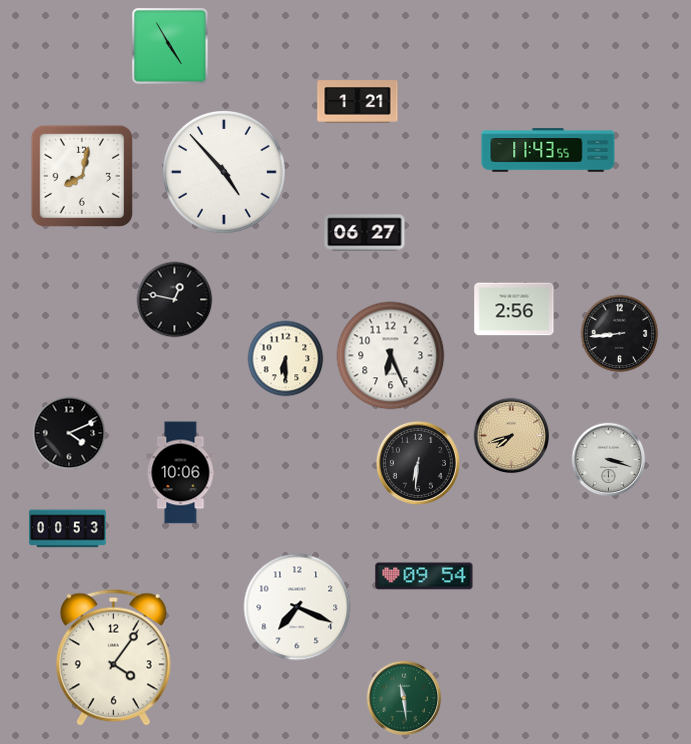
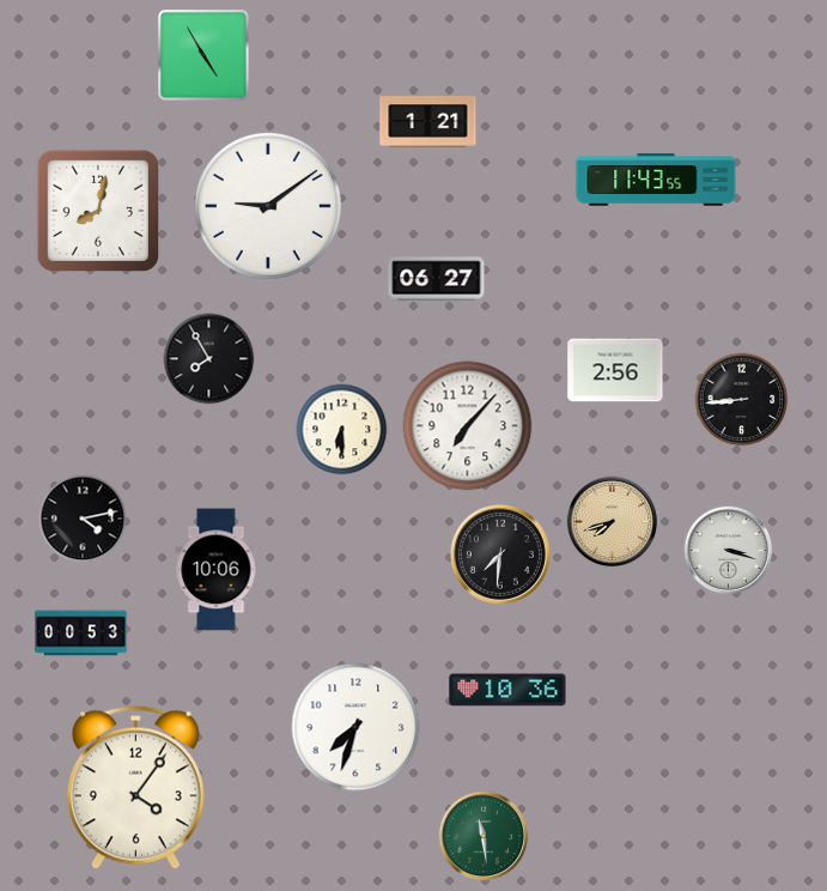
clock at (224, 172): 4:53 -> 9:09
clock at (175, 300): 12:47 -> 7:55
clock at (391, 356): 6:26 -> 7:07
clock at (69, 433): 4:11 -> 4:13
clock at (418, 463): 6:31 -> 7:31
clock at (181, 473) position: (181, 473) -> (217, 570)
clock at (424, 576): 09:54 -> 10:36
clock at (297, 607): 7:19 -> 7:33
